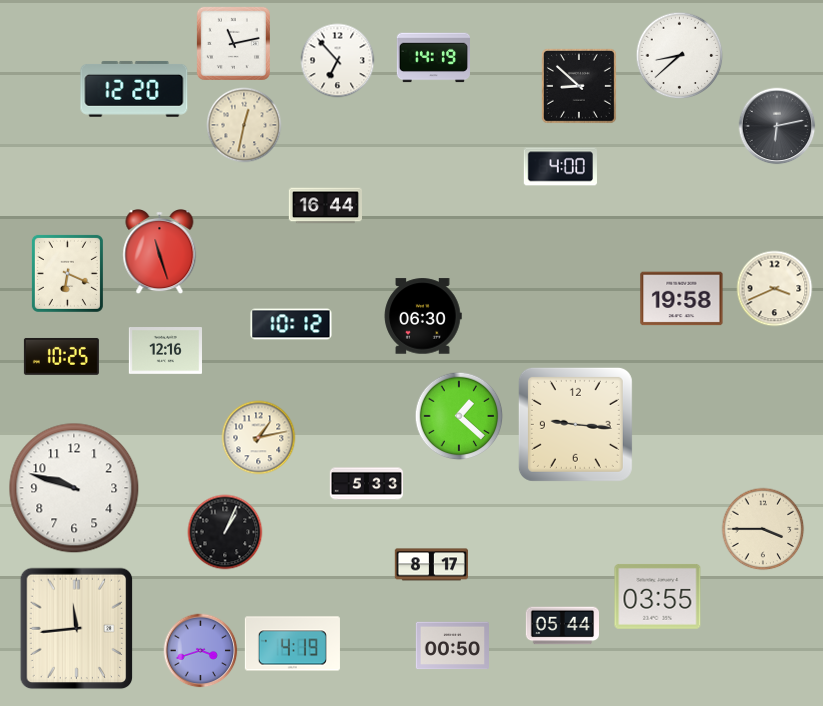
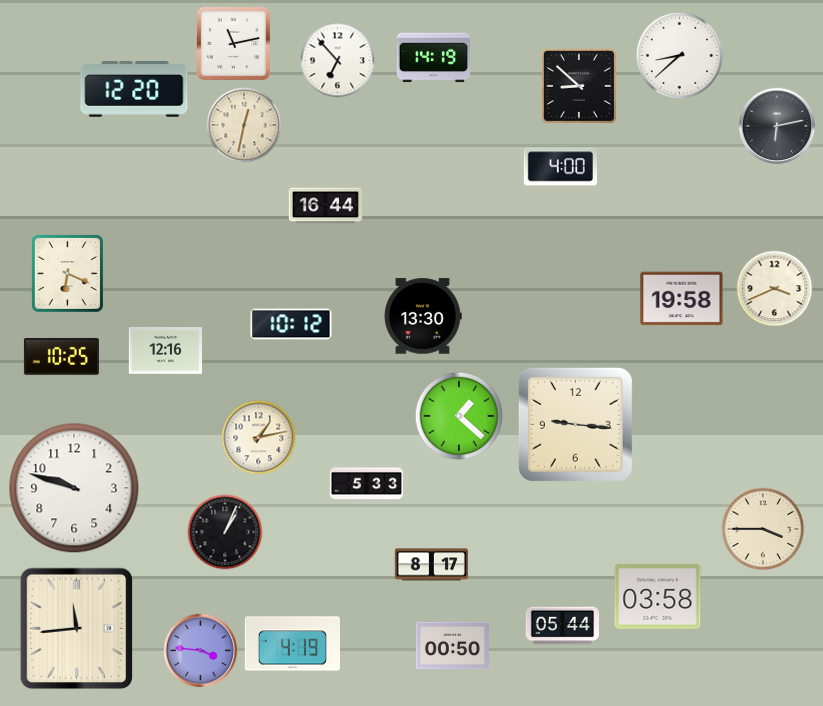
clock at (160, 253): 11:27 -> none
clock at (423, 316): 06:30 -> 13:30
clock at (658, 597): 03:55 -> 03:58
clock at (201, 651): 3:42 -> 3:46
